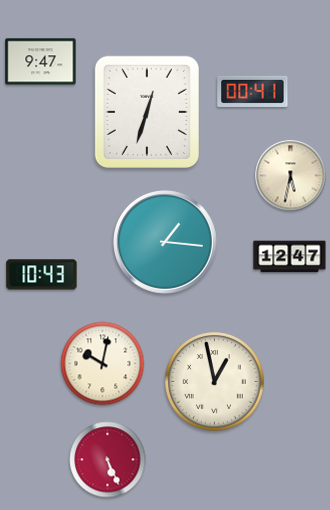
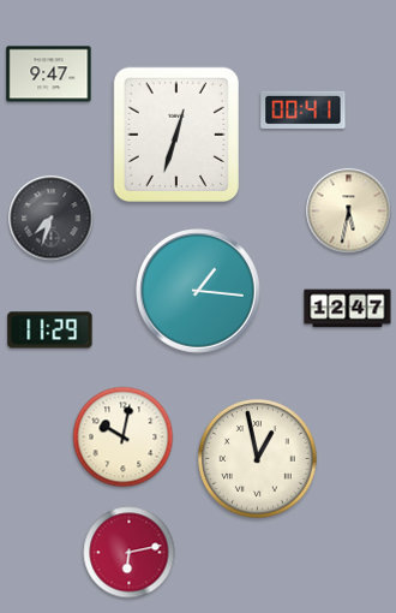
clock at (52, 219): none -> 7:33
clock at (42, 275): 10:43 -> 11:29
clock at (108, 460): 5:26 -> 6:13
